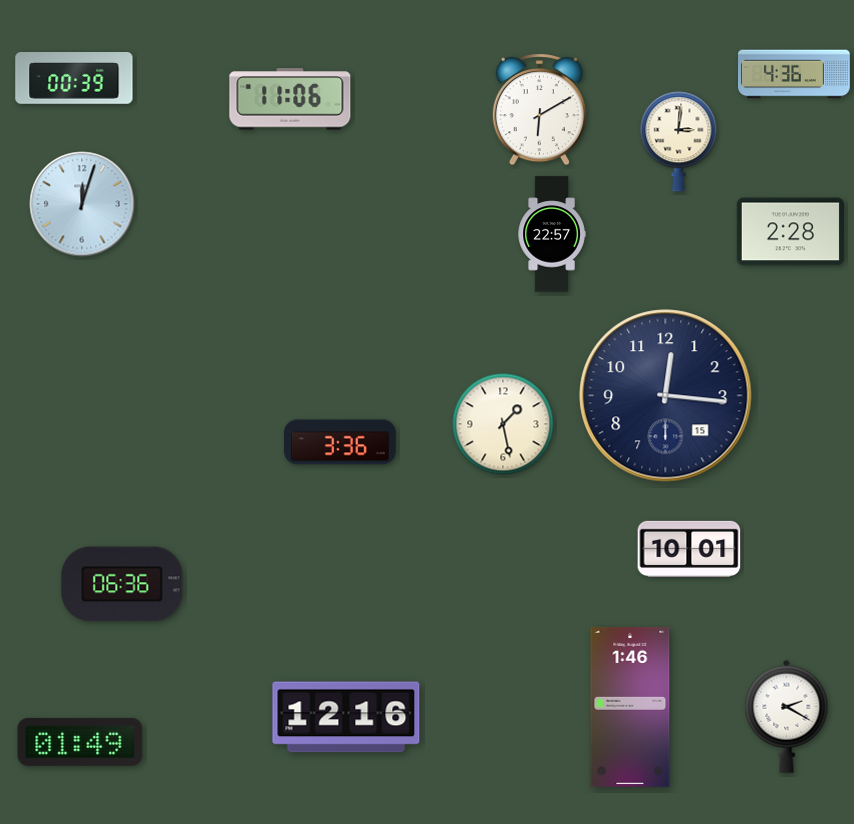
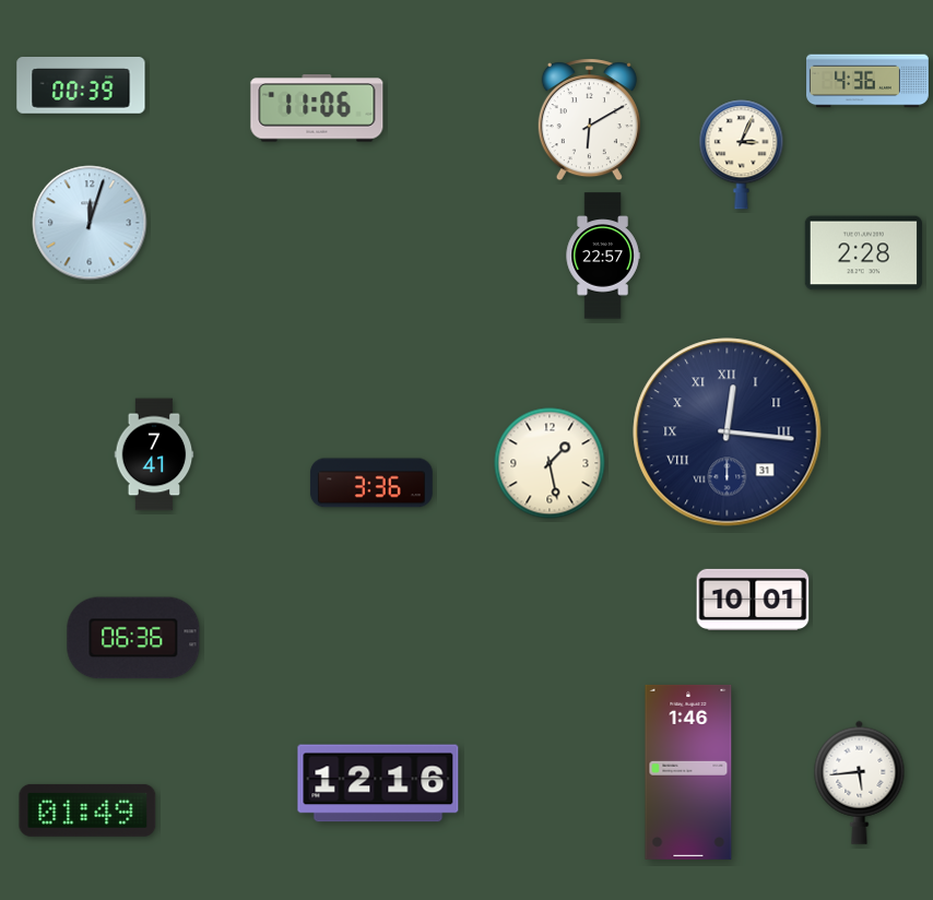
clock at (679, 142): 3:01 -> 3:04
clock at (666, 396) date: 15 -> 31
clock at (666, 396) numerals: Arabic -> Roman
clock at (154, 454): none -> 7:41
clock at (787, 716): 2:20 -> 5:44
